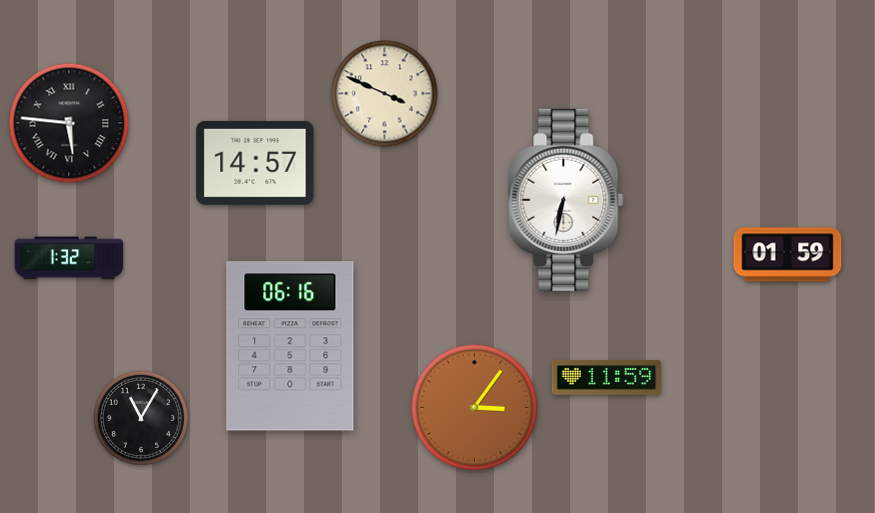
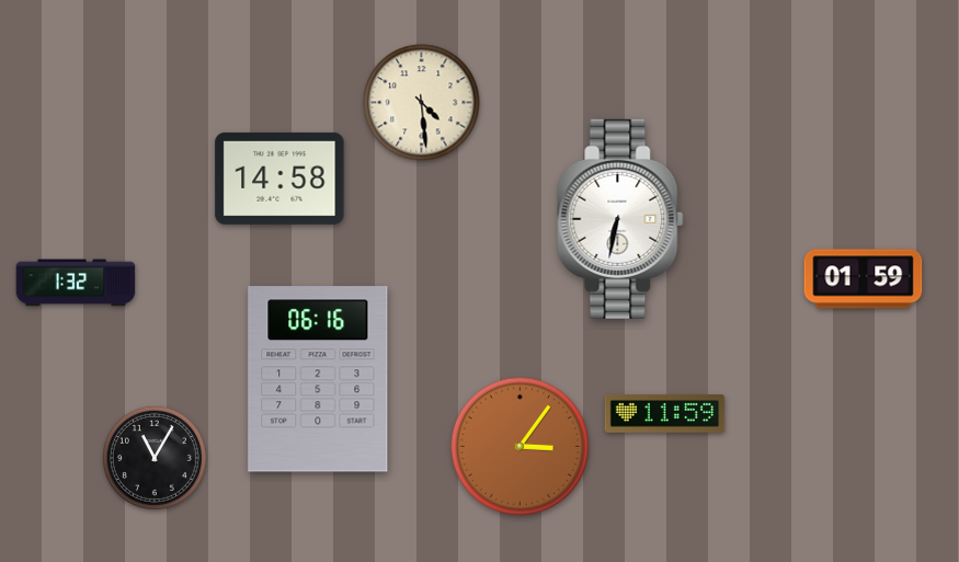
clock at (385, 94): 3:49 -> 4:29
clock at (69, 123): 5:46 -> none
clock at (255, 163): 14:57 -> 14:58
